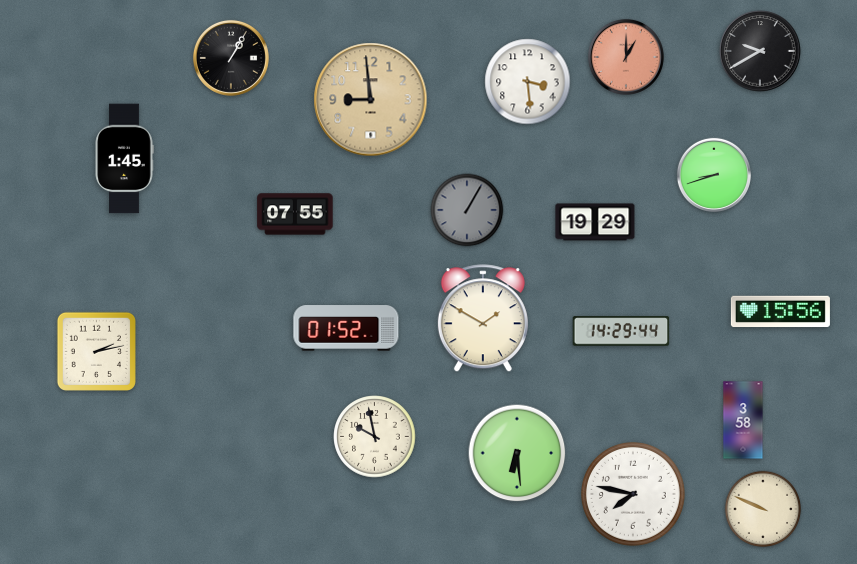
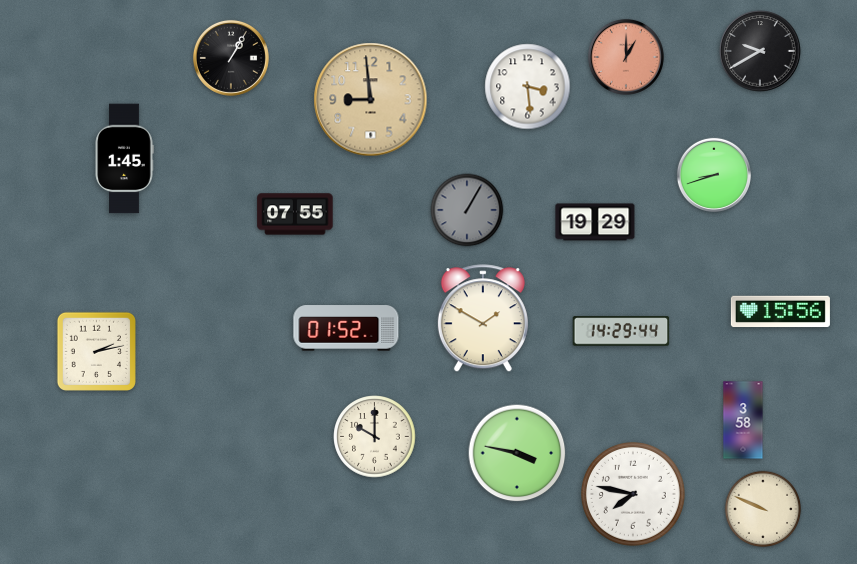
clock at (528, 82) position: (528, 82) -> (528, 87)
clock at (375, 437): 9:58 -> 10:00
clock at (517, 453): 6:29 -> 3:47
